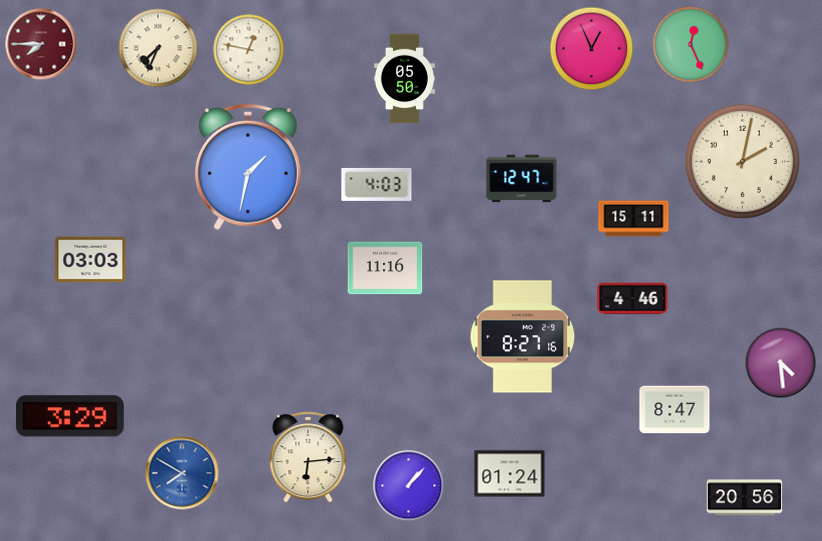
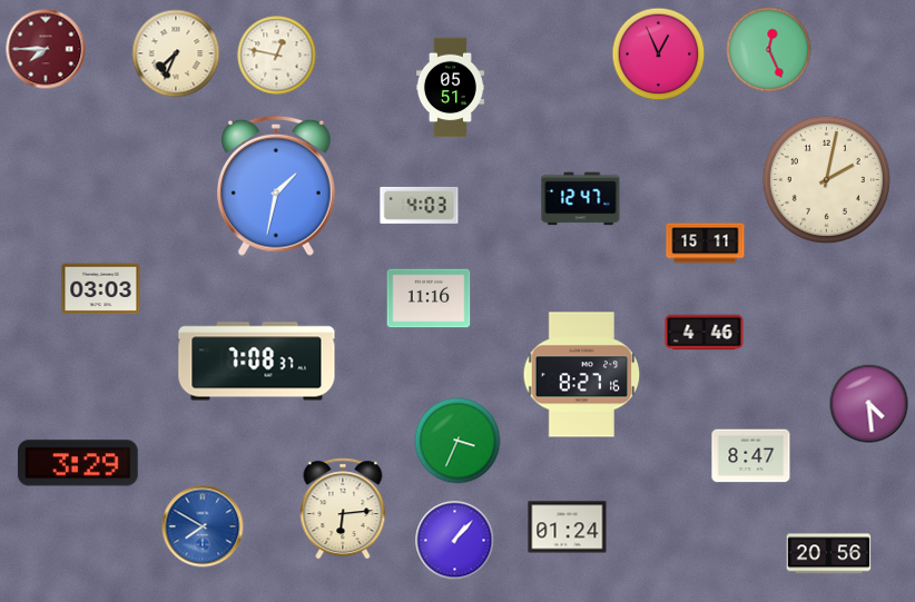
clock at (404, 79): 05:50 -> 05:51
clock at (257, 362): none -> 7:08
clock at (457, 441): none -> 3:34
